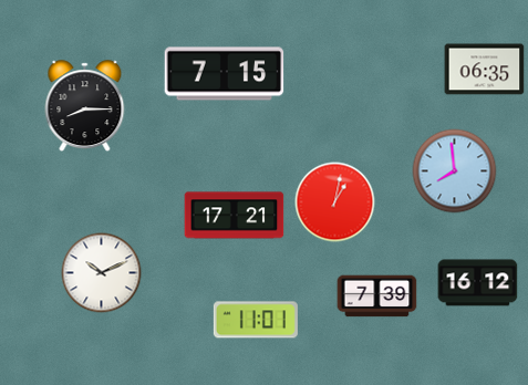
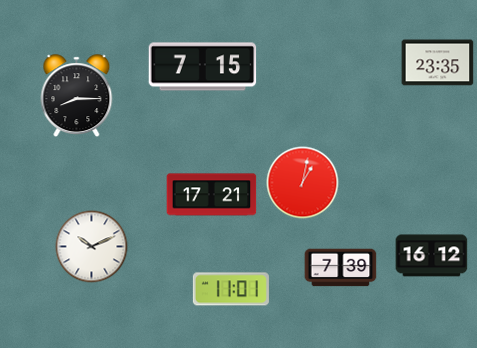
clock at (485, 70): 06:35 -> 23:35
clock at (455, 171): 7:59 -> none
